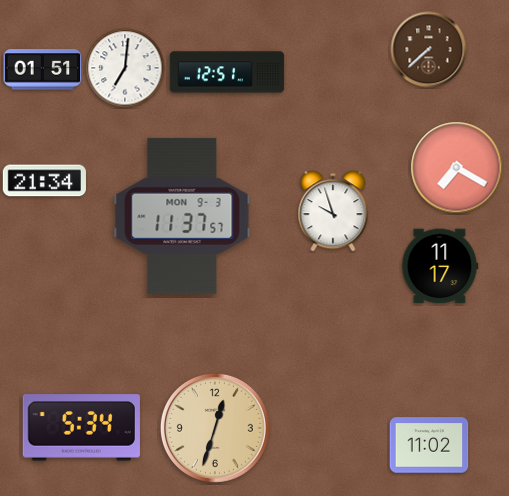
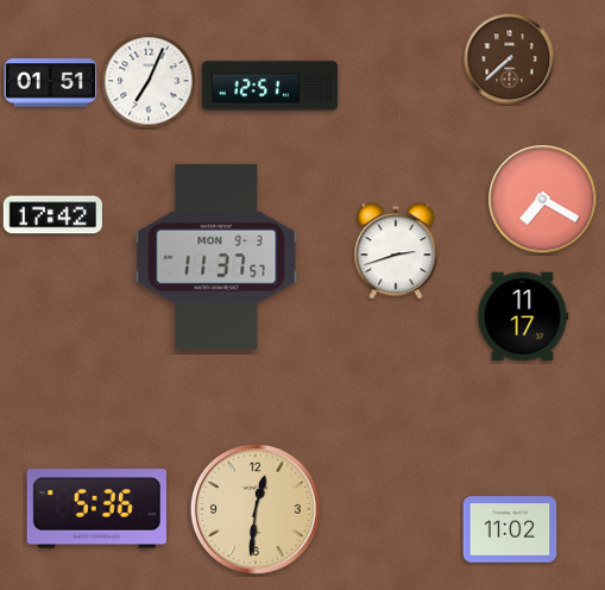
clock at (125, 68): 7:01 -> 7:04
clock at (44, 181): 21:34 -> 17:42
clock at (333, 211): 9:57 -> 2:42
clock at (81, 428): 5:34 -> 5:36
clock at (215, 428): 12:33 -> 12:31
